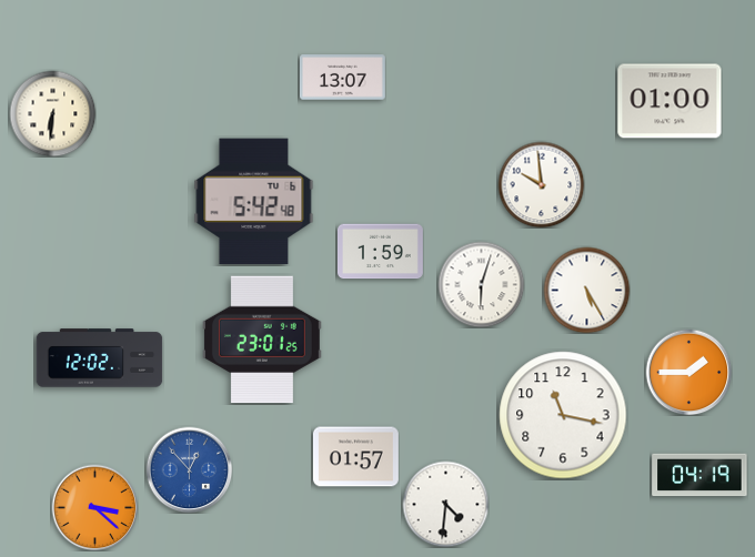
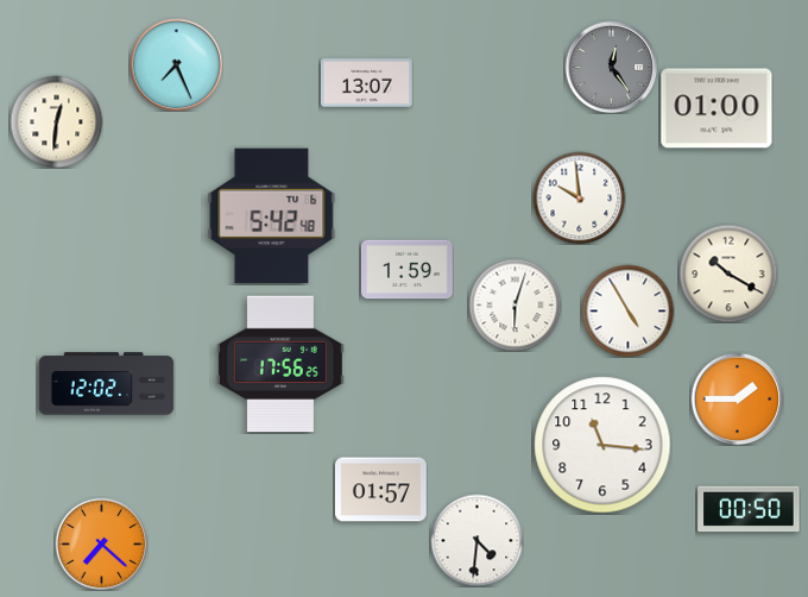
clock at (176, 64): none -> 7:26
clock at (611, 67): none -> 12:24
clock at (52, 113): 6:31 -> 12:31
clock at (728, 274): none -> 10:20
clock at (586, 290): 5:25 -> 4:55
clock at (262, 340): 23:01 -> 17:56
clock at (563, 415): 11:17 -> 11:16
clock at (189, 469): 12:53 -> none
clock at (699, 475): 04:19 -> 00:50
clock at (94, 507): 3:22 -> 7:22
